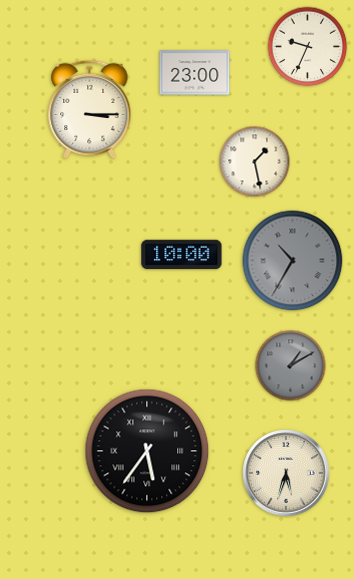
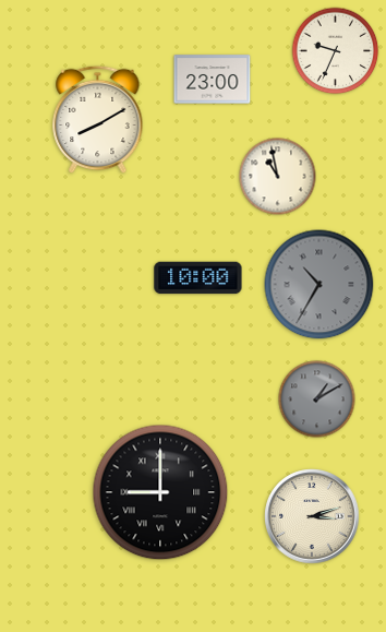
clock at (90, 110): 3:15 -> 8:10
clock at (255, 162): 1:28 -> 10:58
clock at (147, 451): 5:36 -> 9:00
clock at (286, 473): 5:33 -> 3:12
